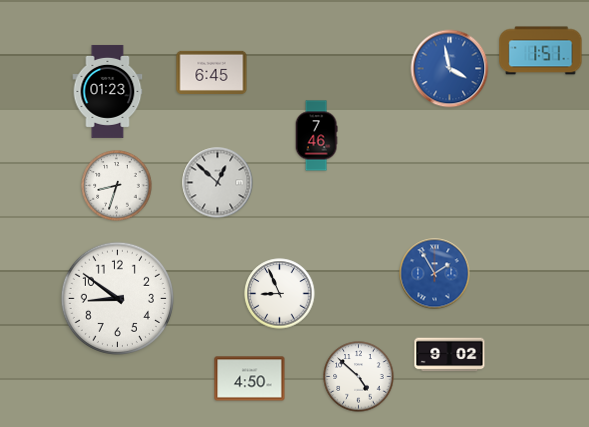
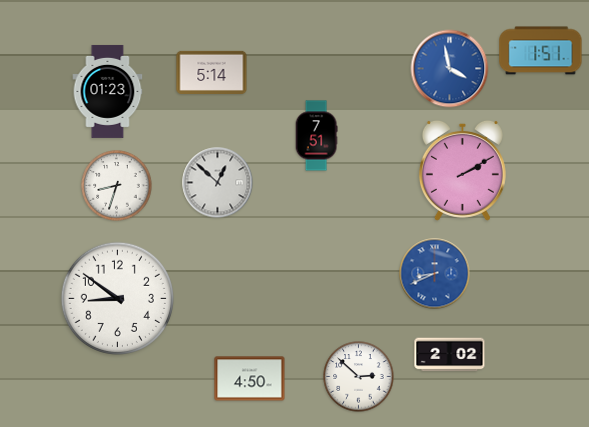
clock at (212, 72): 6:45 -> 5:14
clock at (316, 136): 7:46 -> 7:51
clock at (462, 170): none -> 2:10
clock at (435, 274): 1:55 -> 8:41
clock at (280, 294): 8:56 -> none
clock at (450, 355): 9:02 -> 2:02
clock at (359, 377): 4:52 -> 2:52
